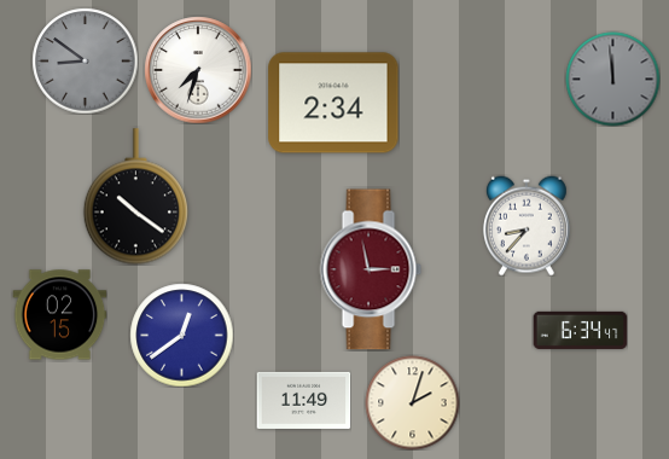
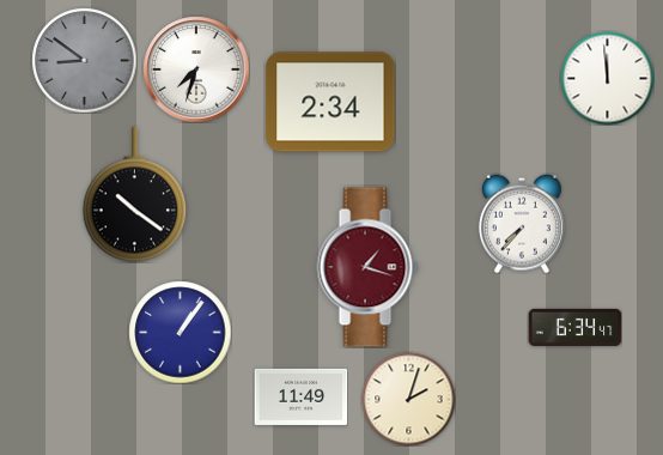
clock at (612, 79) dial: grey -> white
clock at (527, 226): 8:37 -> 7:37
clock at (371, 269): 2:58 -> 1:18
clock at (59, 315): 02:15 -> none
clock at (181, 335): 12:39 -> 1:06
